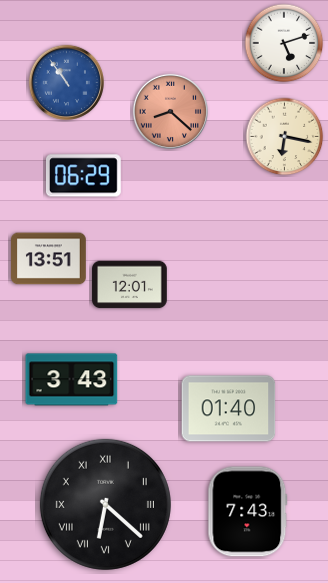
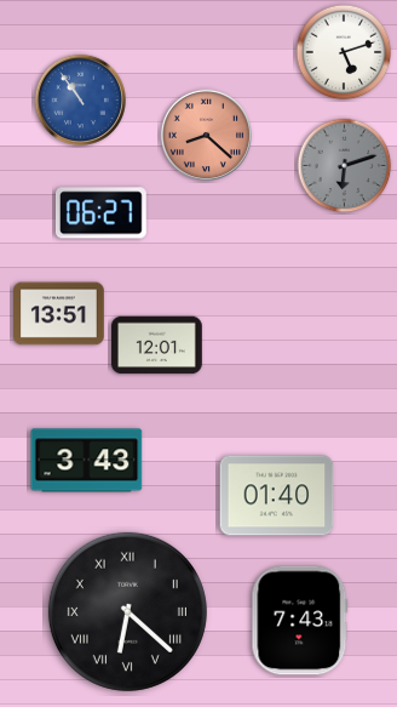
clock at (285, 137): 6:17 -> 6:12
clock at (285, 137) dial: cream -> grey
clock at (83, 176): 06:29 -> 06:27
